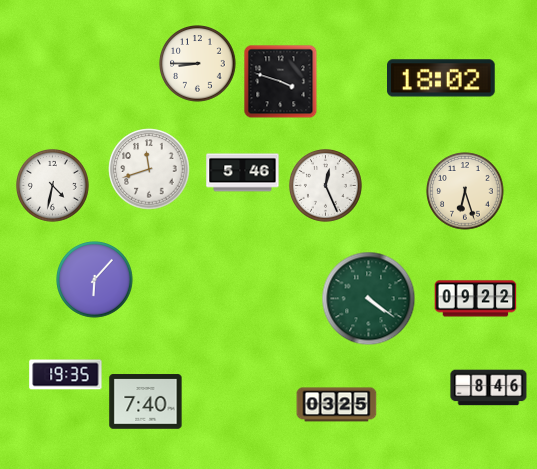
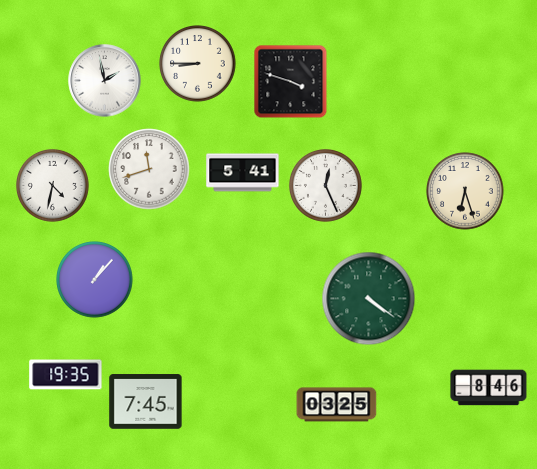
clock at (442, 78): 18:02 -> none
clock at (105, 81): none -> 1:58
clock at (281, 82) position: (281, 82) -> (291, 82)
clock at (243, 173): 5:46 -> 5:41
clock at (95, 280): 6:07 -> 1:07
clock at (476, 299): 09:22 -> none
clock at (146, 402): 7:40 -> 7:45
